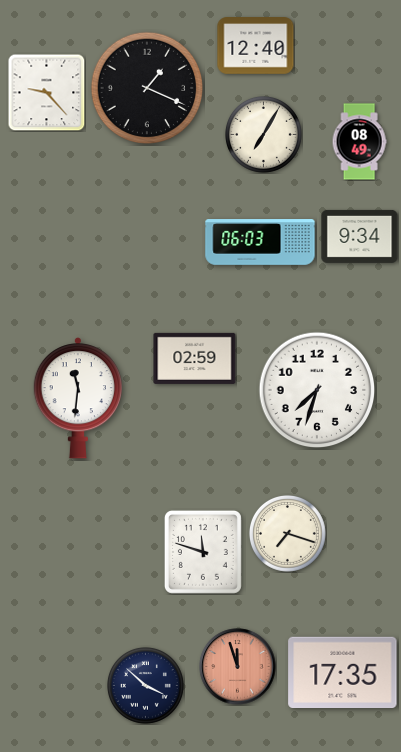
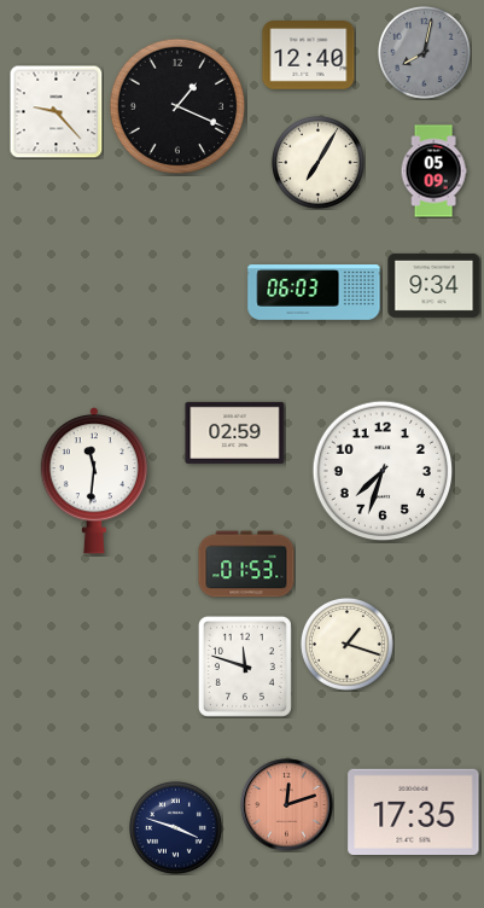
clock at (425, 53): none -> 8:02
clock at (359, 142): 08:49 -> 05:09
clock at (246, 564): none -> 01:53
clock at (288, 534): 7:18 -> 1:18
clock at (238, 667): 11:57 -> 12:12
clock at (146, 686): 3:52 -> 3:48
